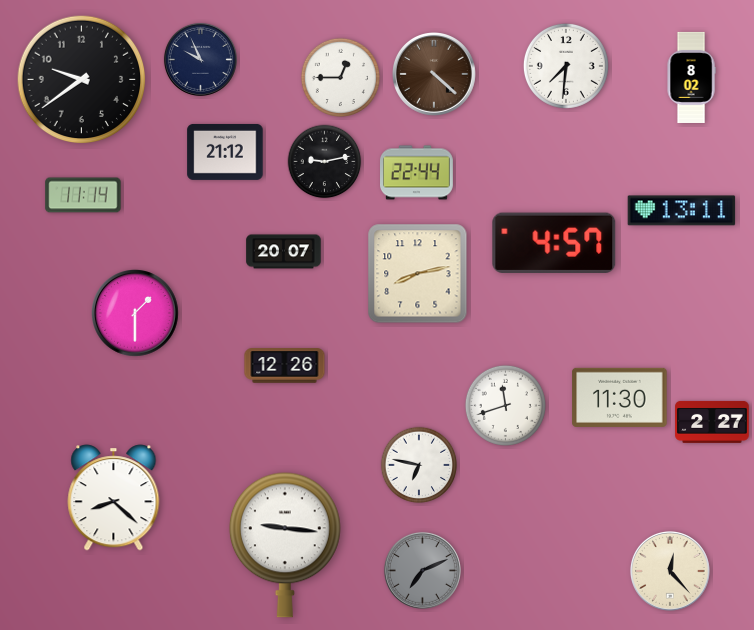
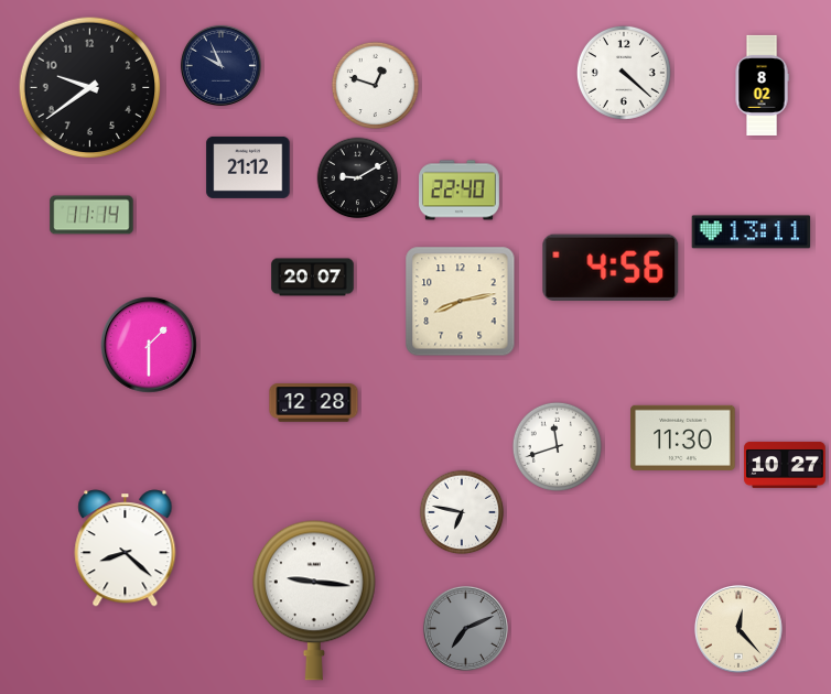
clock at (566, 66): 7:31 -> 4:22
clock at (435, 74): 4:22 -> none
clock at (340, 77): 12:45 -> 12:48
clock at (325, 162): 9:13 -> 9:10
clock at (417, 173): 22:44 -> 22:40
clock at (554, 243): 4:57 -> 4:56
clock at (285, 366): 12:26 -> 12:28
clock at (712, 422): 2:27 -> 10:27
